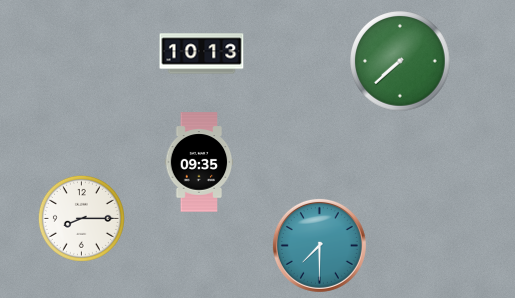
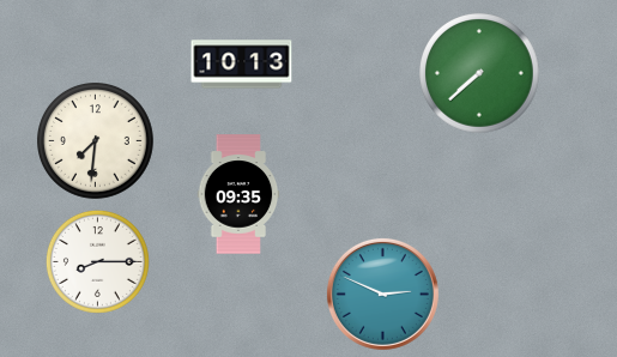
clock at (96, 141): none -> 7:31
clock at (319, 245): 7:30 -> 2:49
